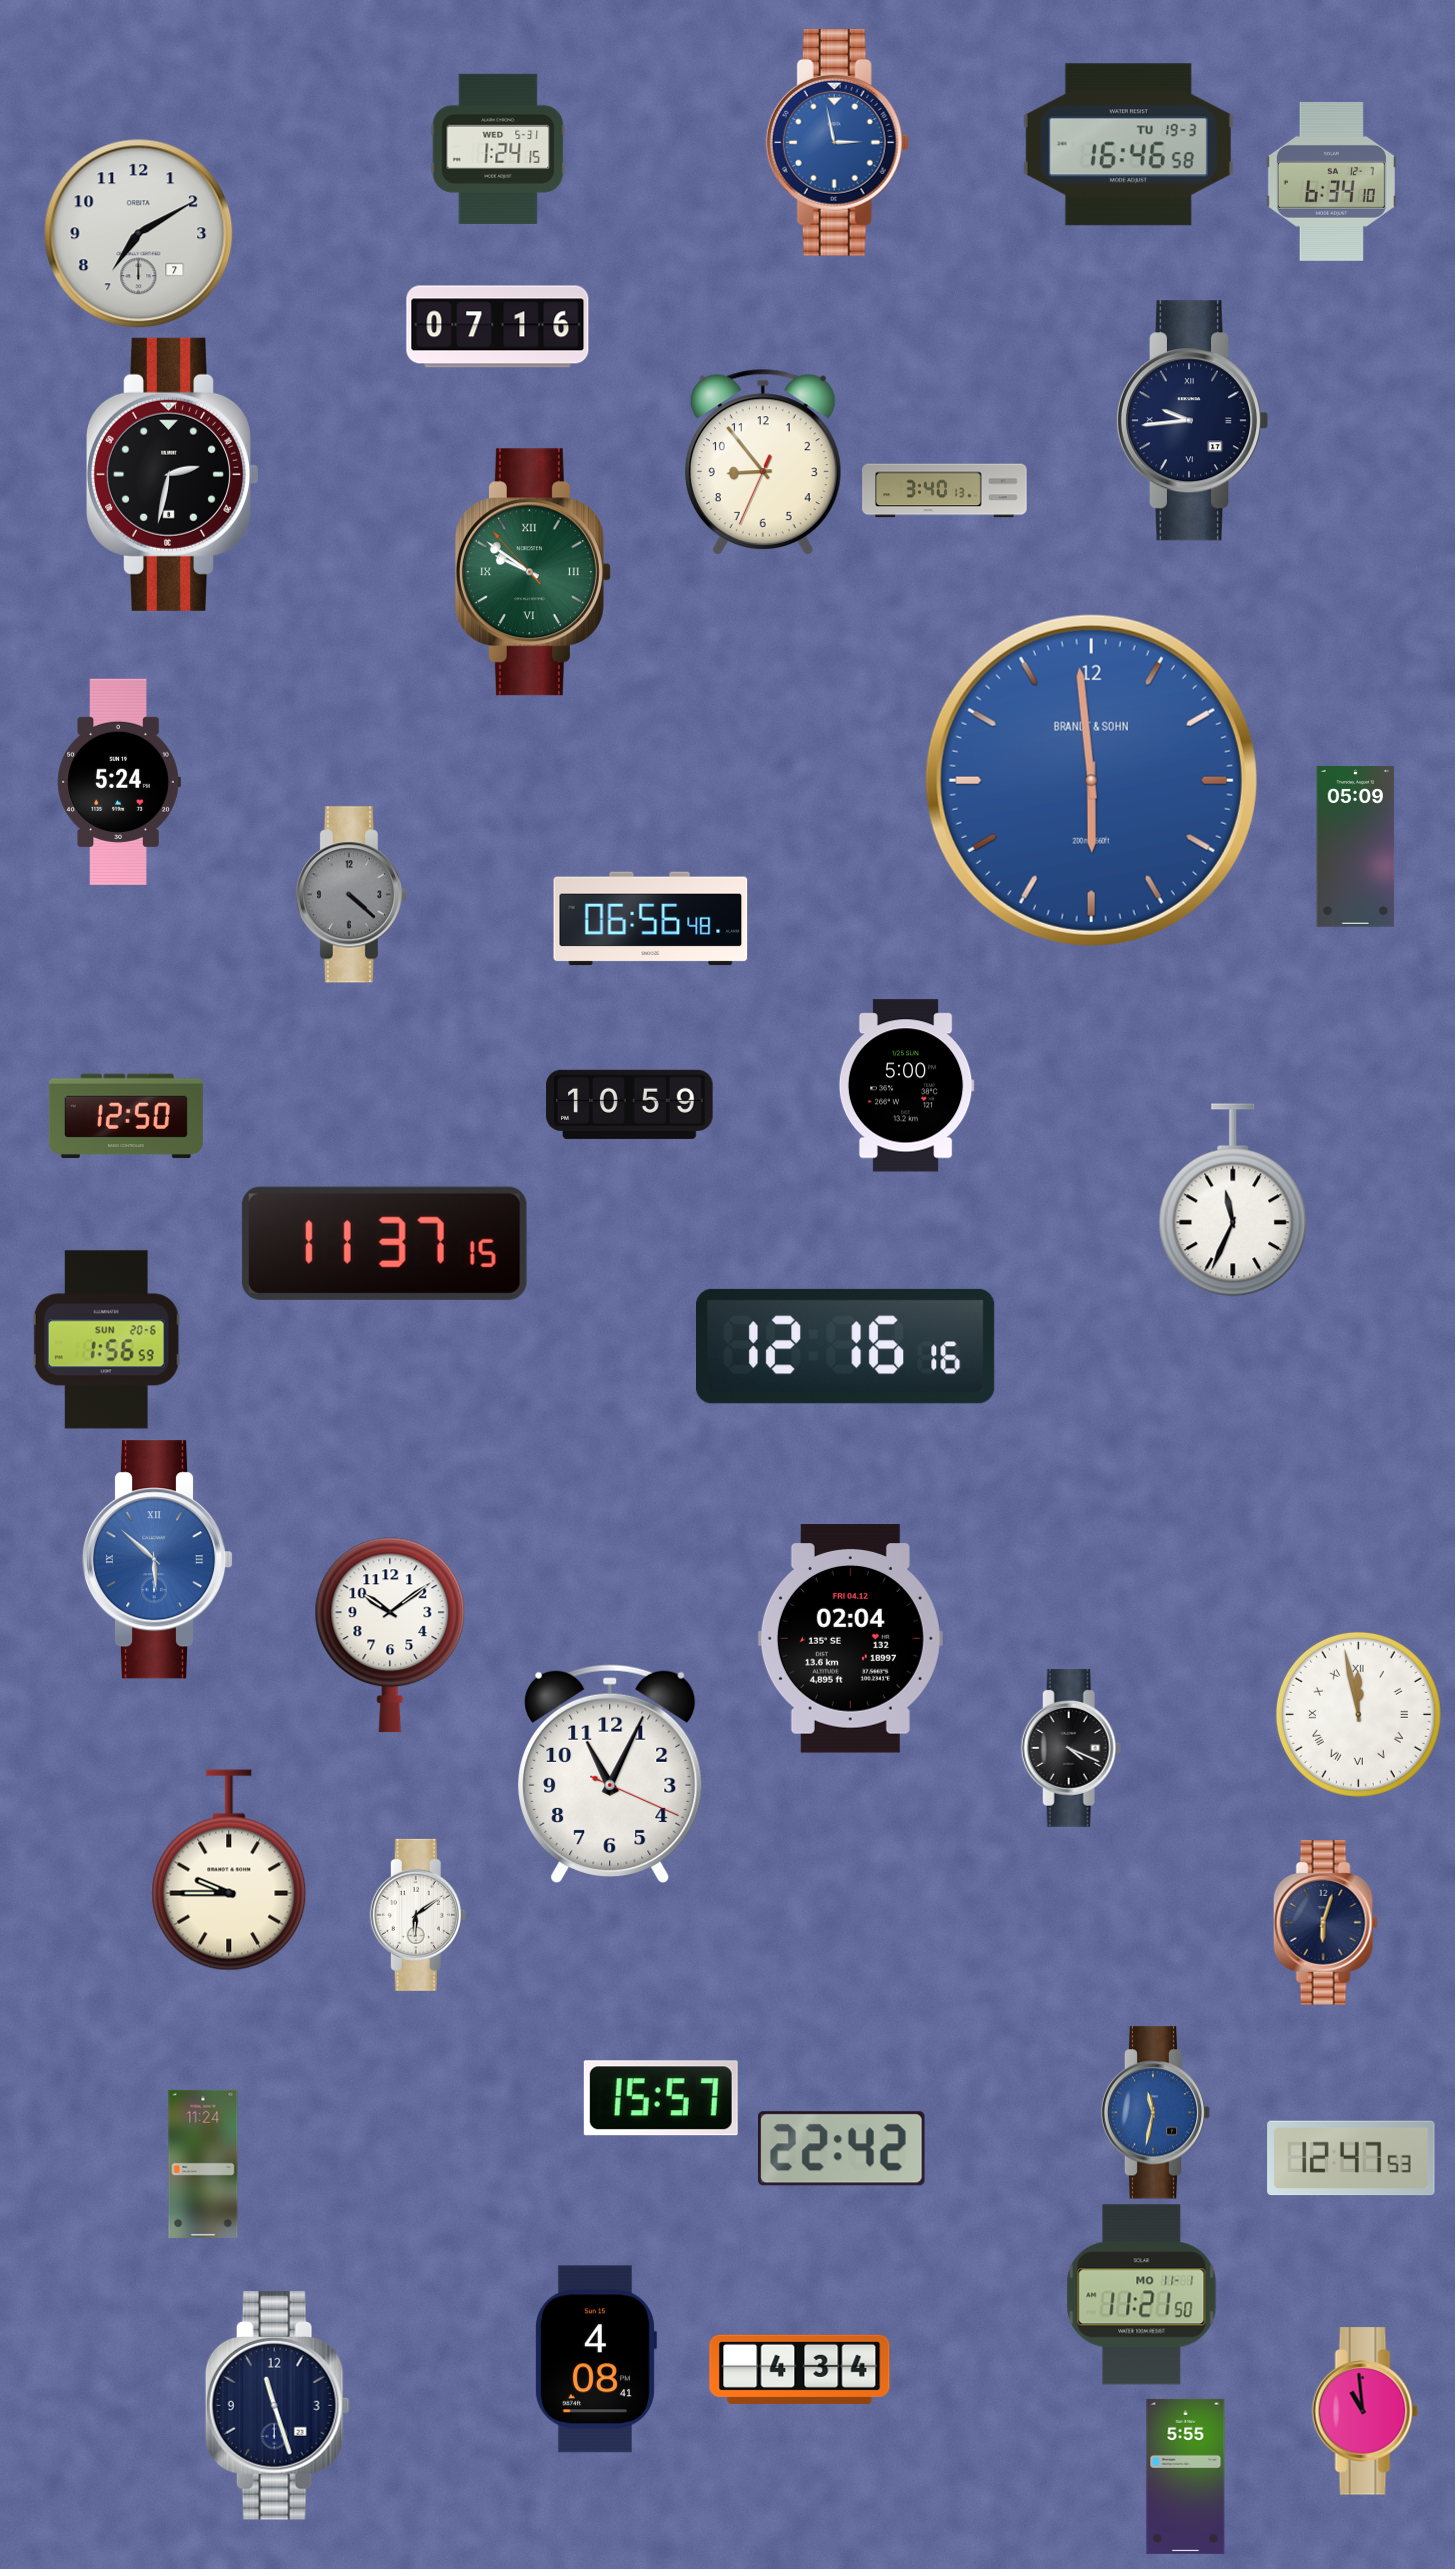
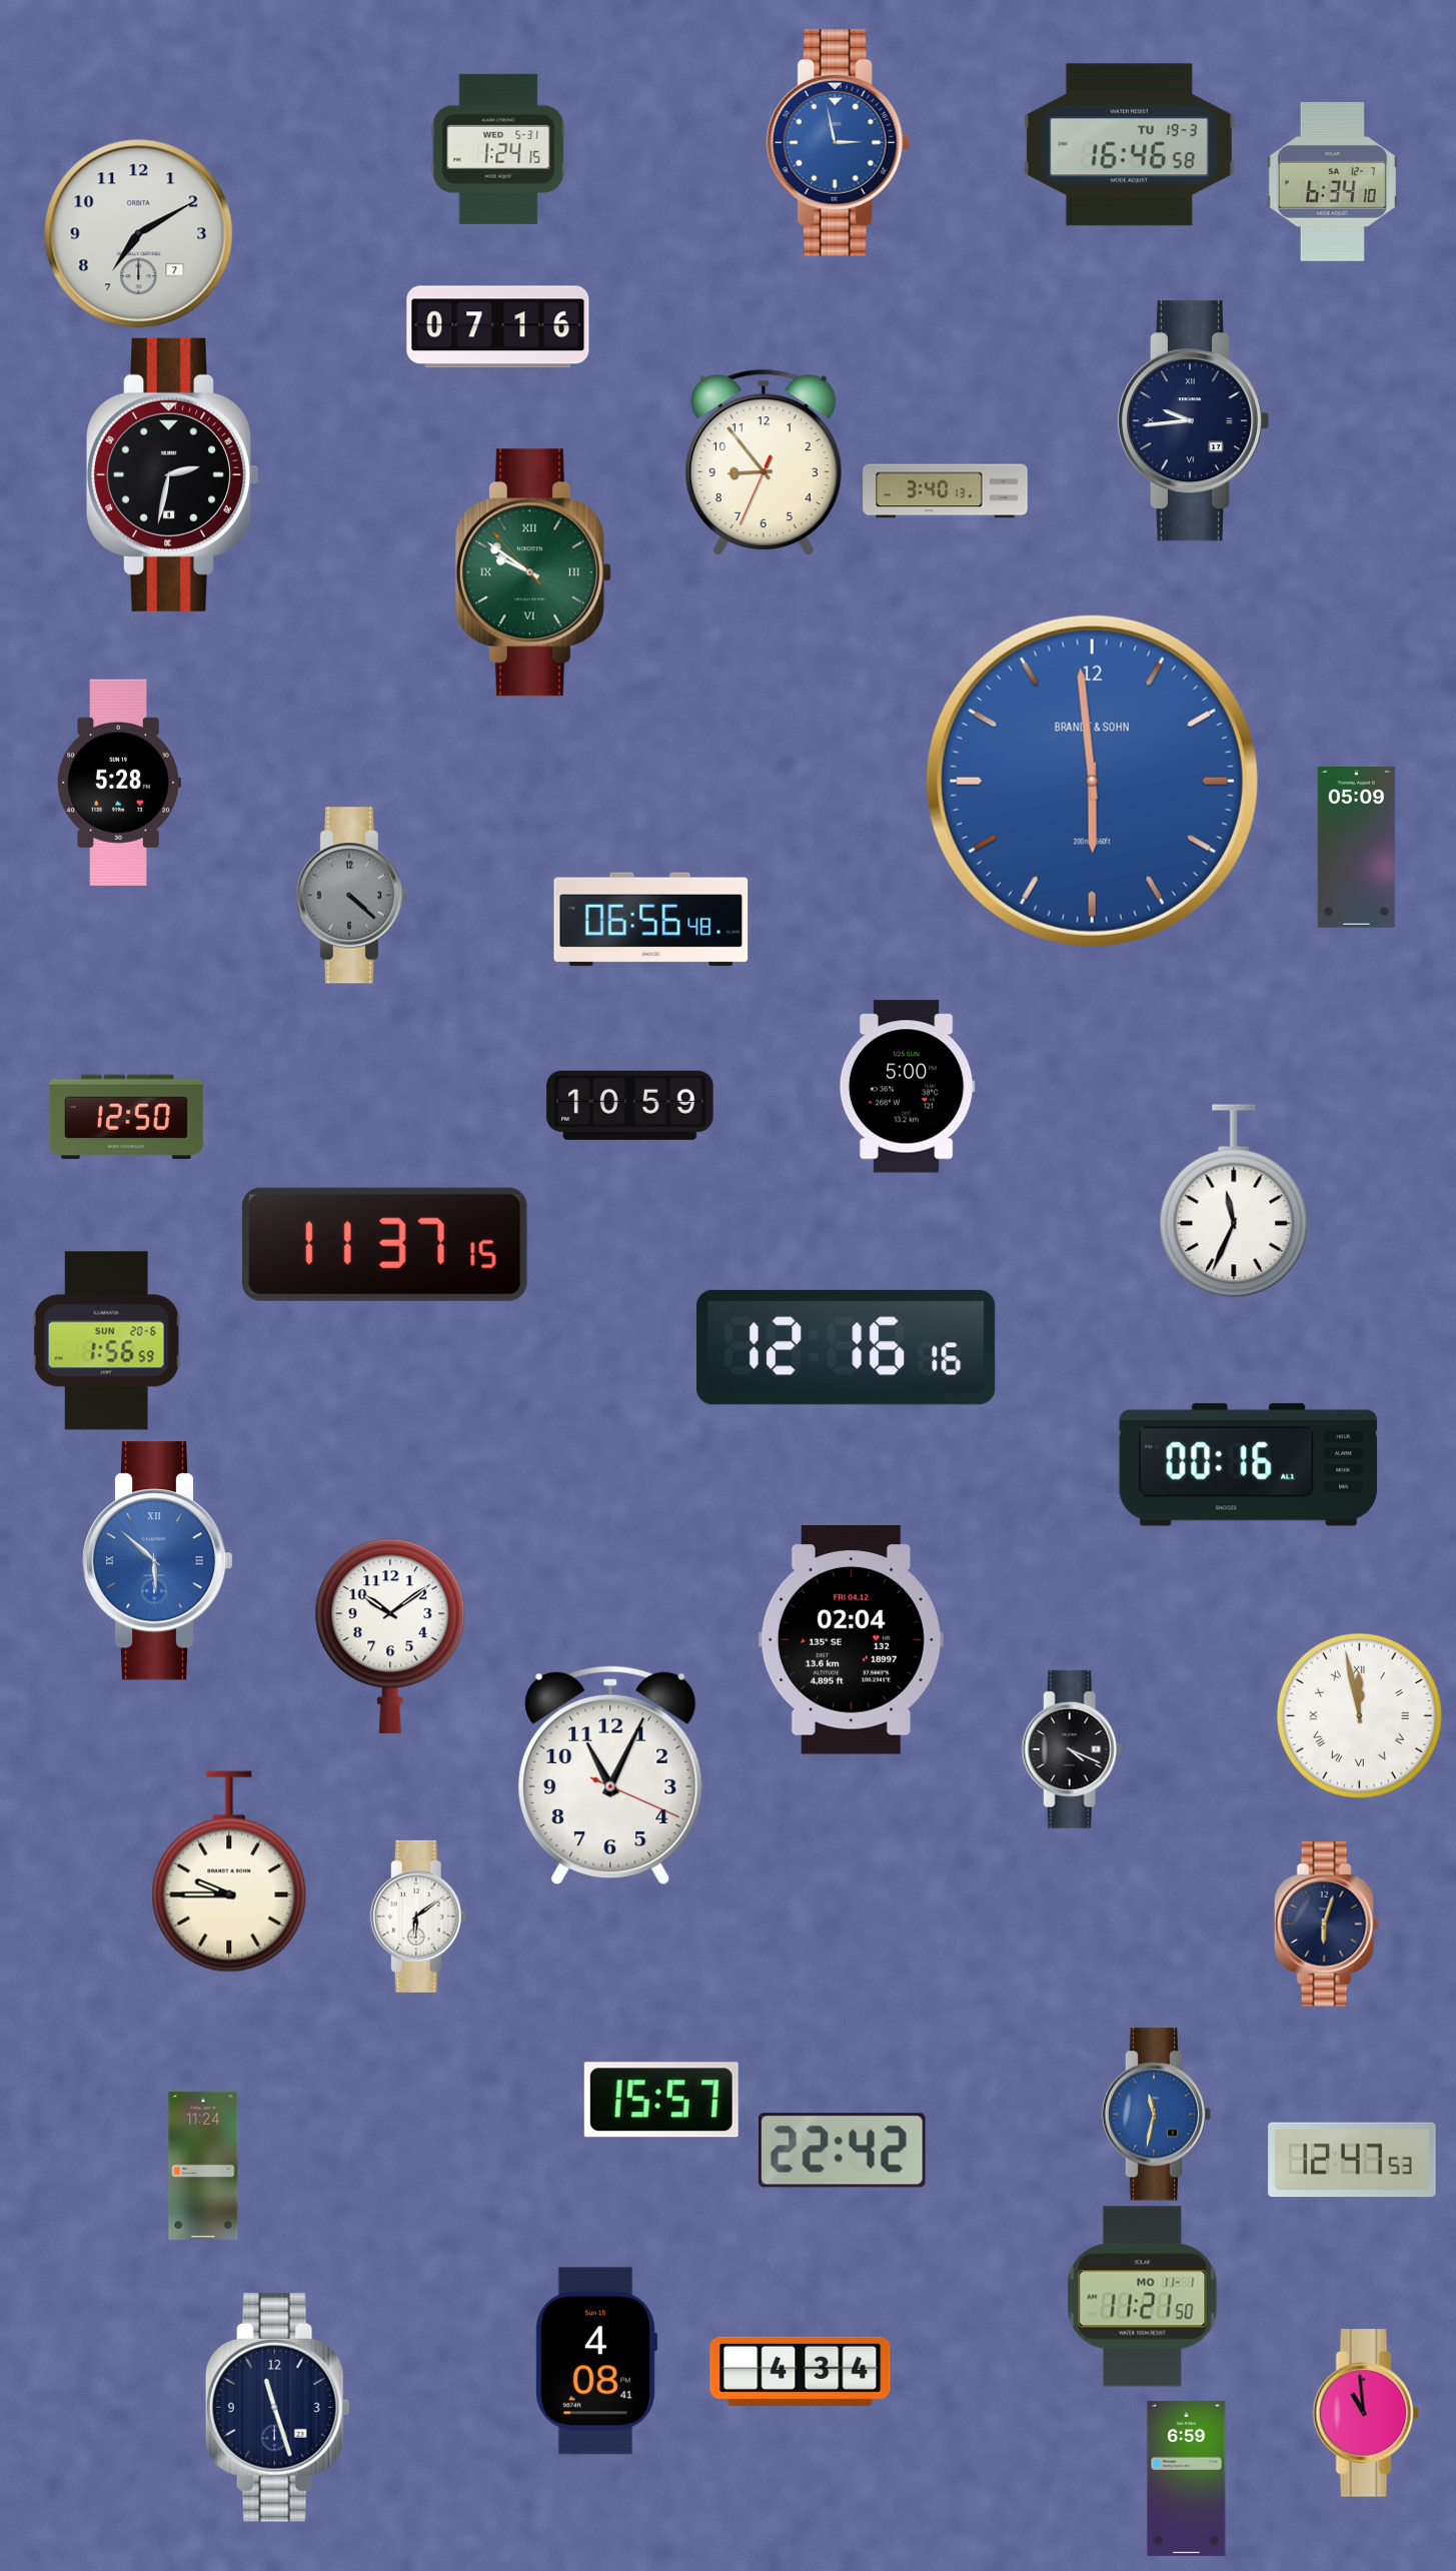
clock at (119, 782): 5:24 -> 5:28
clock at (1249, 1465): none -> 00:16
clock at (1186, 2476): 5:55 -> 6:59
